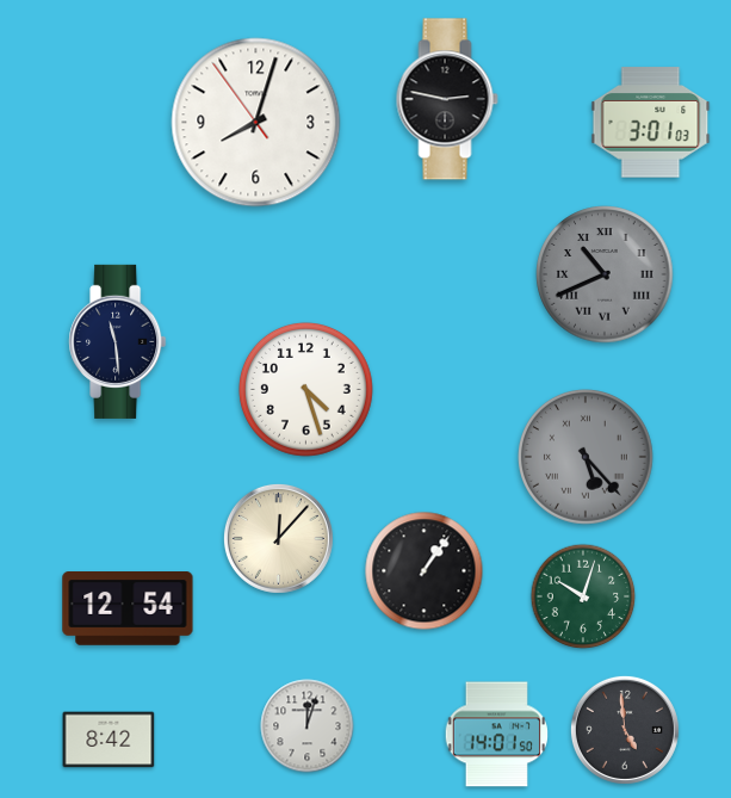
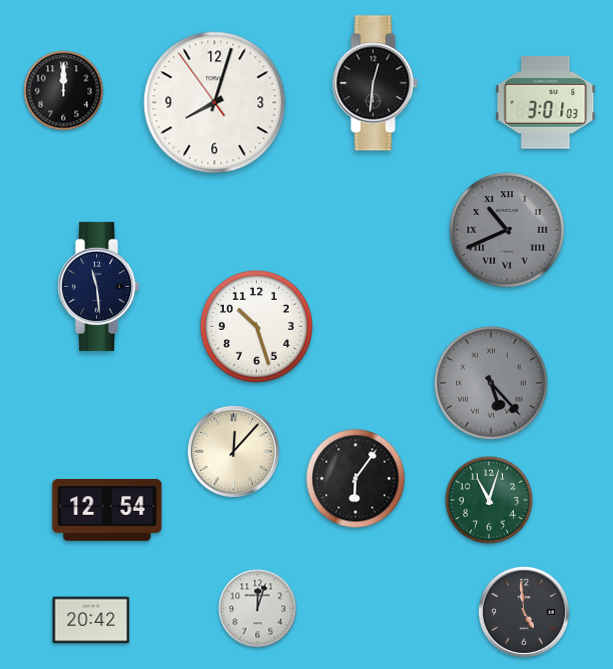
clock at (447, 99): 2:47 -> 12:31
clock at (64, 91): none -> 12:00
clock at (305, 389): 4:27 -> 10:27
clock at (425, 571): 1:06 -> 6:06
clock at (583, 596): 10:03 -> 11:03
clock at (496, 735): 14:01 -> none
clock at (109, 740): 8:42 -> 20:42
